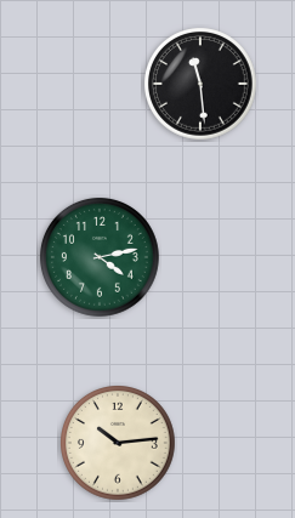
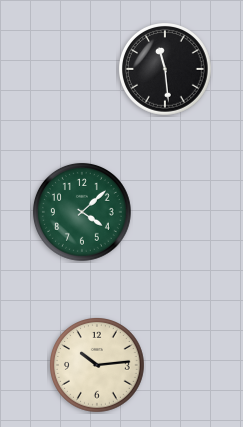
clock at (100, 257): 4:13 -> 4:08
